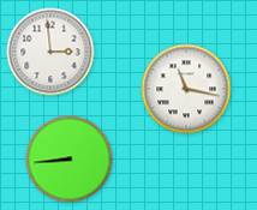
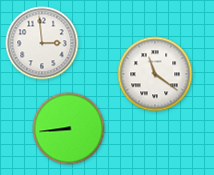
clock at (186, 89): 11:17 -> 11:21
clock at (70, 160) position: (70, 160) -> (69, 129)
